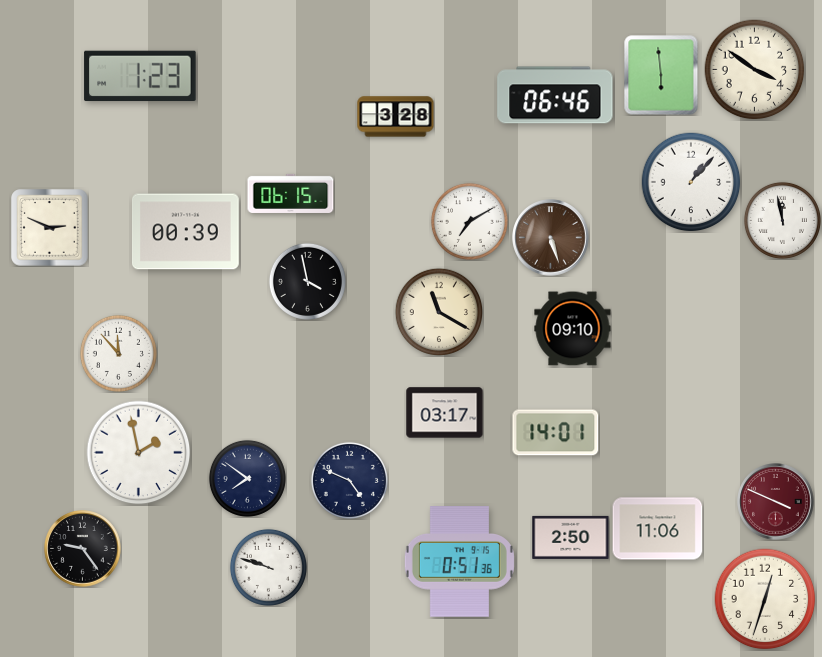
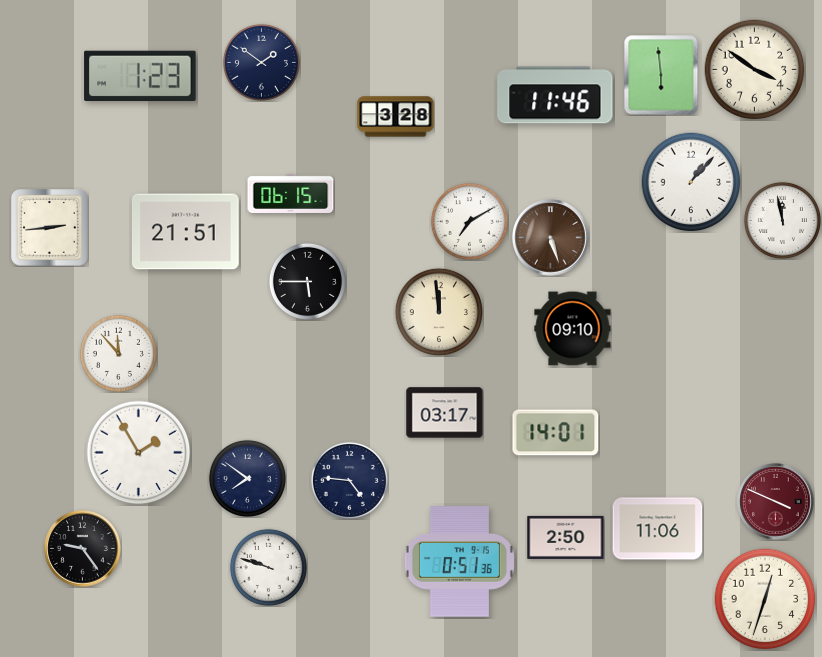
clock at (261, 62): none -> 1:51
clock at (555, 95): 06:46 -> 11:46
clock at (50, 228): 2:49 -> 2:44
clock at (185, 232): 00:39 -> 21:51
clock at (307, 281): 3:58 -> 5:45
clock at (438, 311): 11:20 -> 11:59
clock at (139, 453): 1:58 -> 1:55
clock at (349, 480): 4:49 -> 4:46
clock at (571, 537) position: (571, 537) -> (566, 537)
